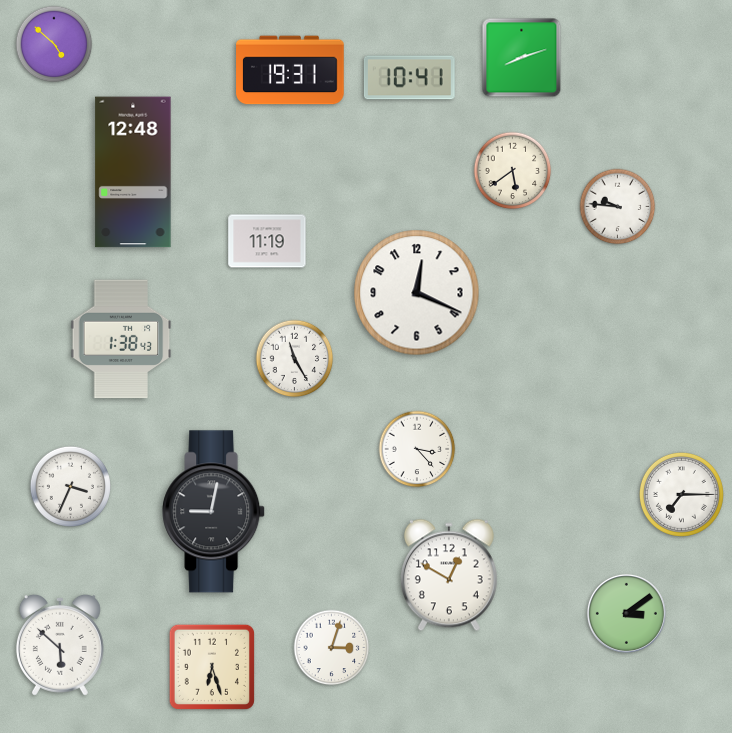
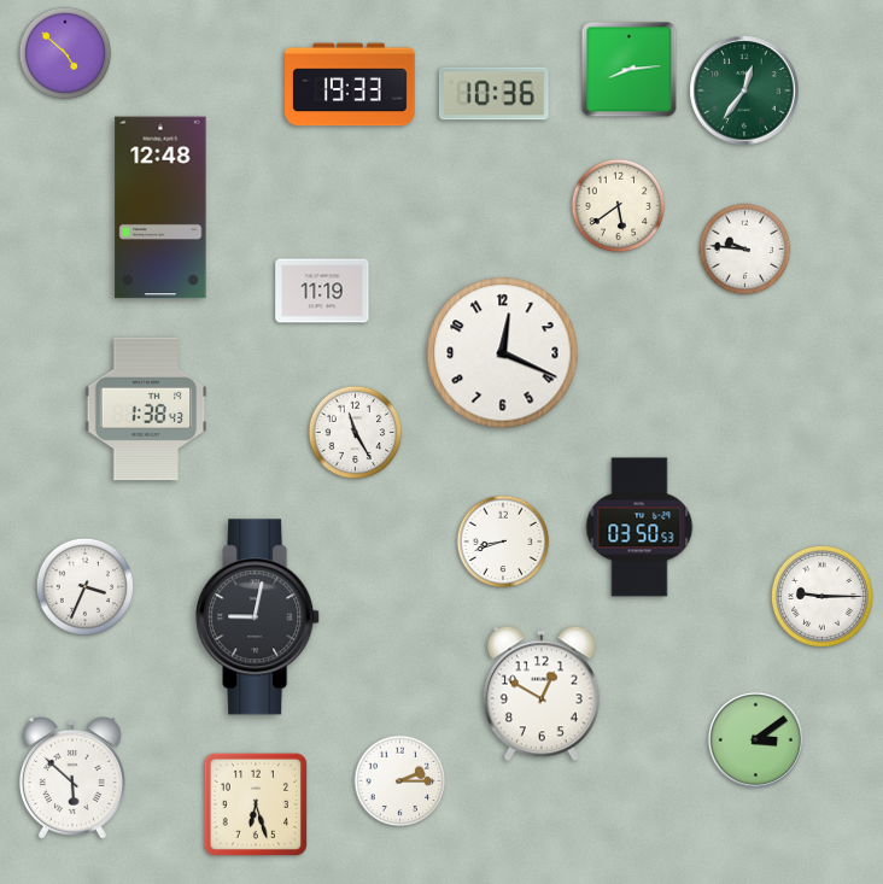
clock at (522, 58): 8:12 -> 8:14
clock at (290, 70): 19:31 -> 19:33
clock at (744, 90): none -> 12:36
clock at (409, 78): 10:41 -> 10:36
clock at (639, 527): none -> 03:50
clock at (417, 449): 3:23 -> 8:42
clock at (681, 494): 7:15 -> 9:15
clock at (332, 648): 3:03 -> 2:15
